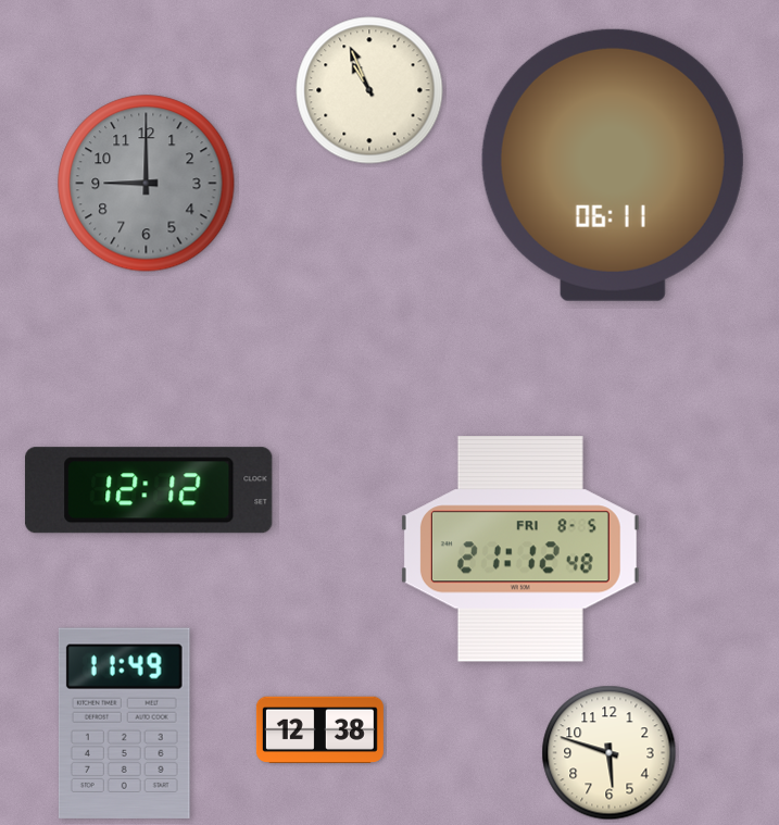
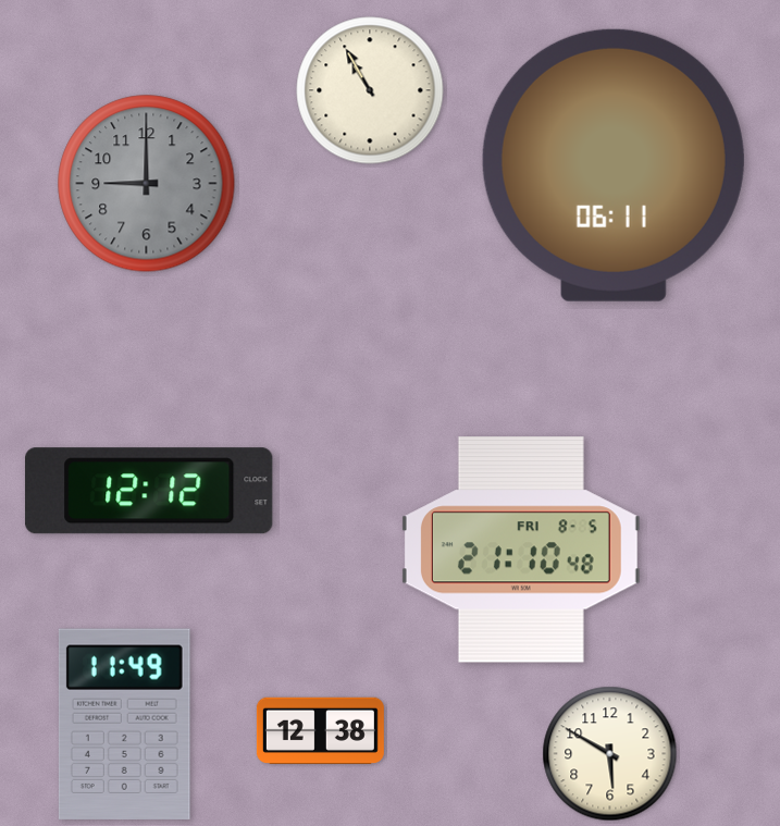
clock at (369, 90): 10:56 -> 10:55
clock at (520, 549): 21:12 -> 21:10
clock at (610, 753): 5:48 -> 5:50
